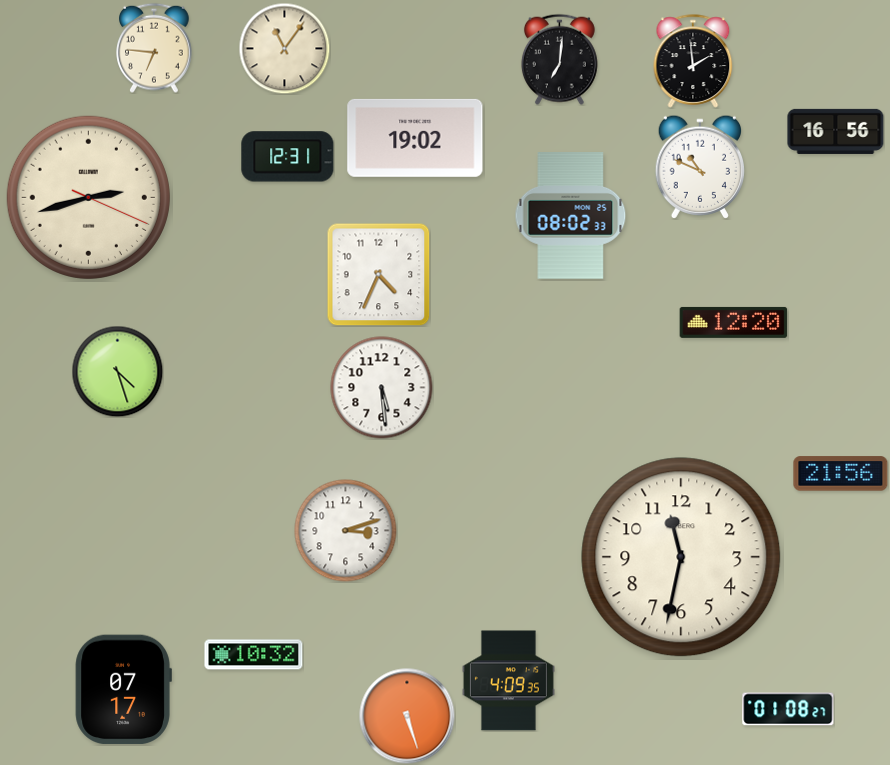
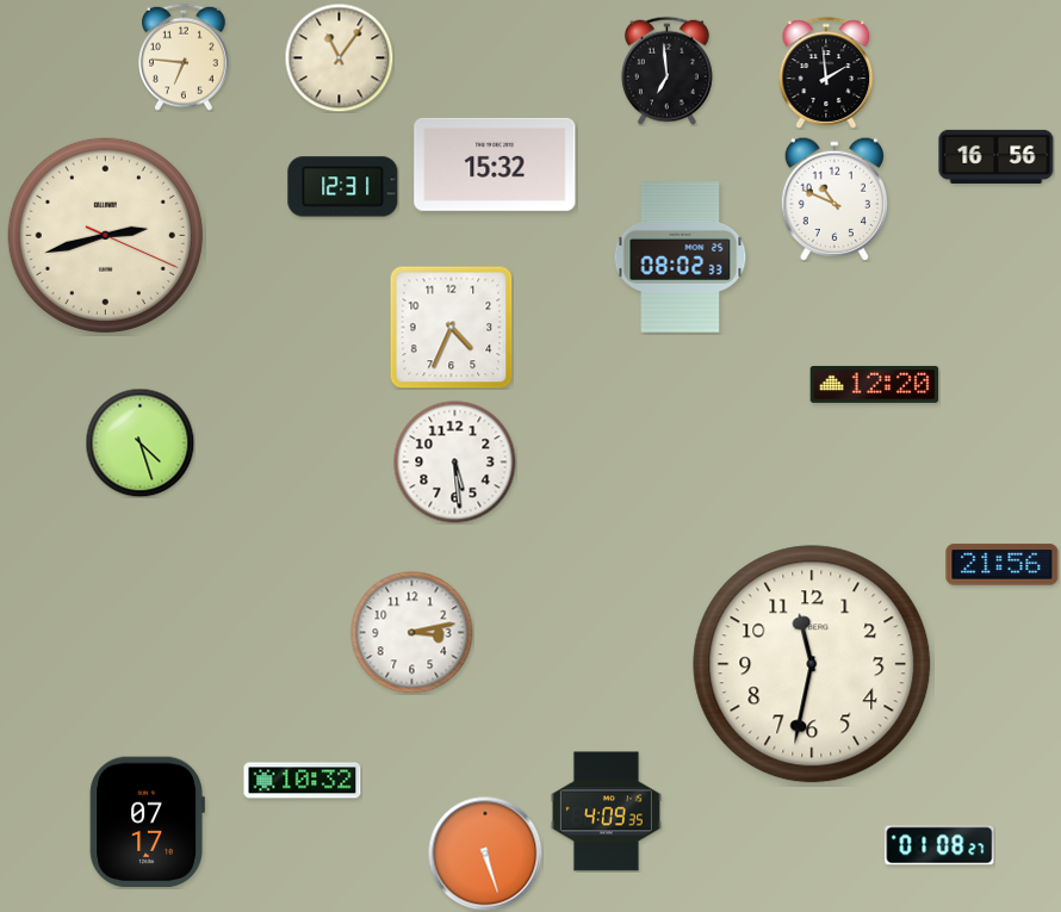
clock at (559, 59): 7:01 -> 6:59
clock at (415, 138): 19:02 -> 15:32
clock at (346, 531): 3:12 -> 3:13
